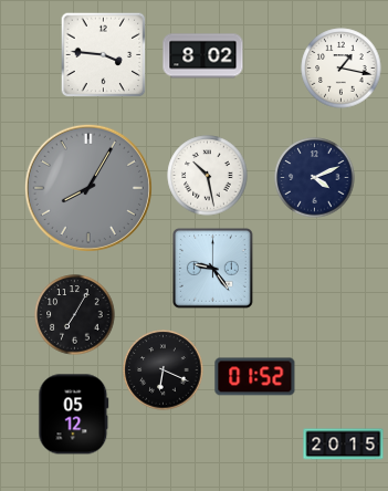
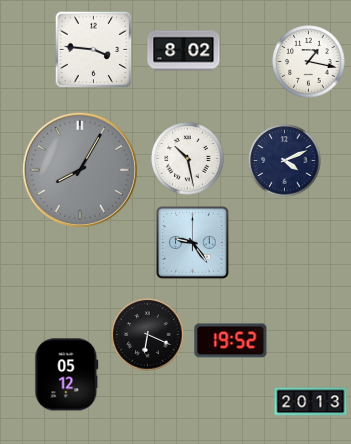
clock at (75, 315): 7:05 -> none
clock at (255, 377): 01:52 -> 19:52
clock at (344, 445): 20:15 -> 20:13
